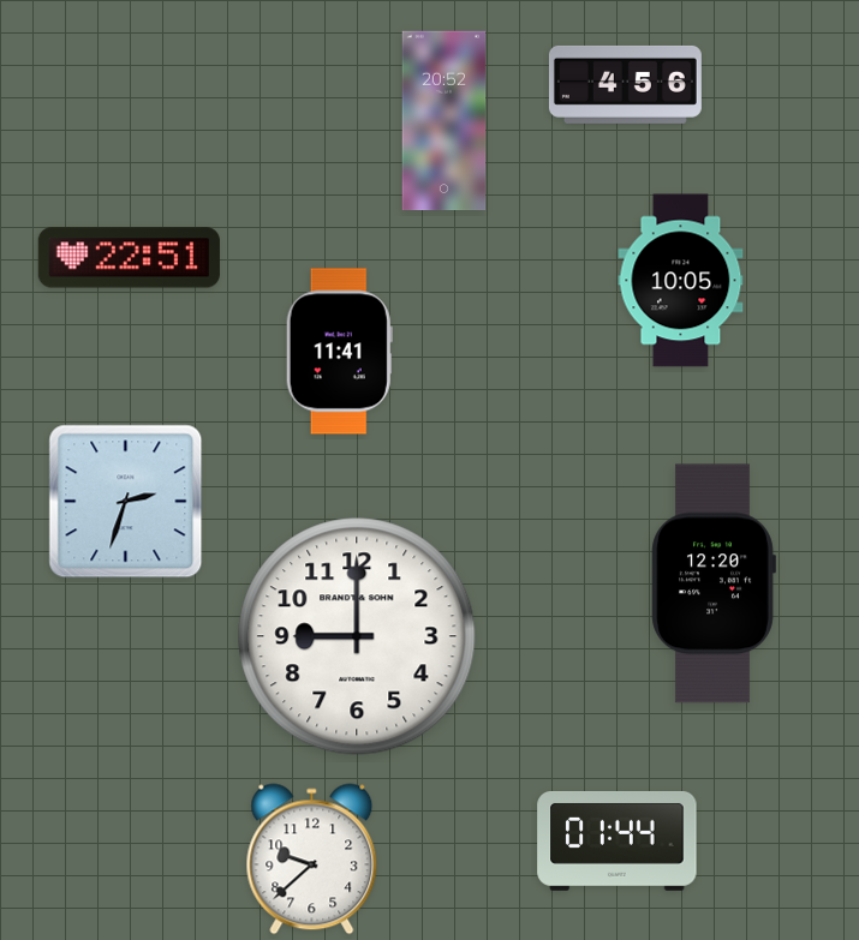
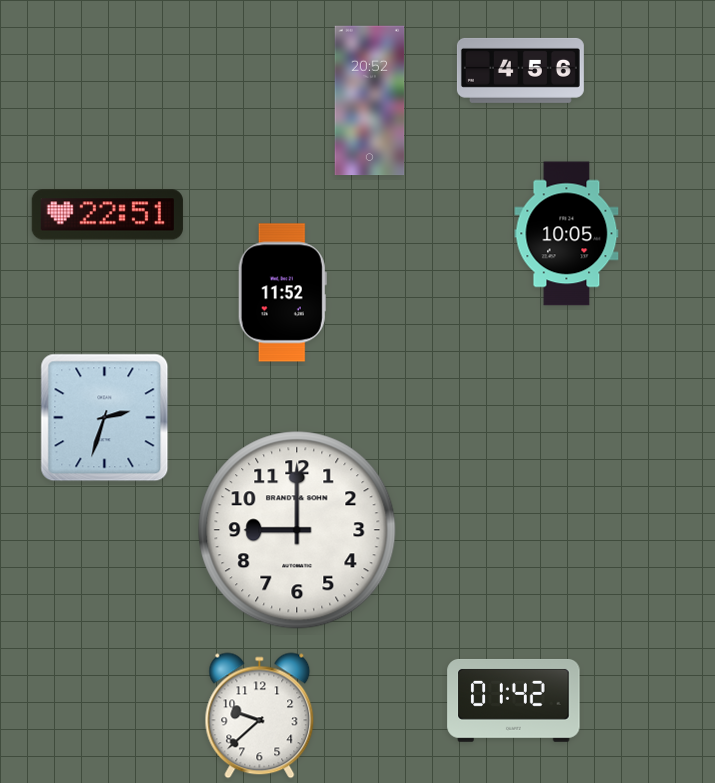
clock at (339, 352): 11:41 -> 11:52
clock at (714, 583): 12:20 -> none
clock at (618, 840): 01:44 -> 01:42
